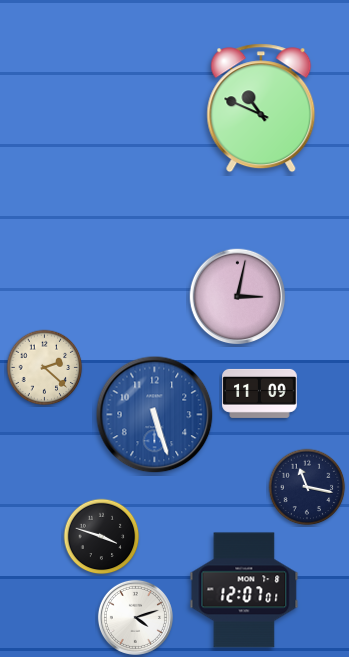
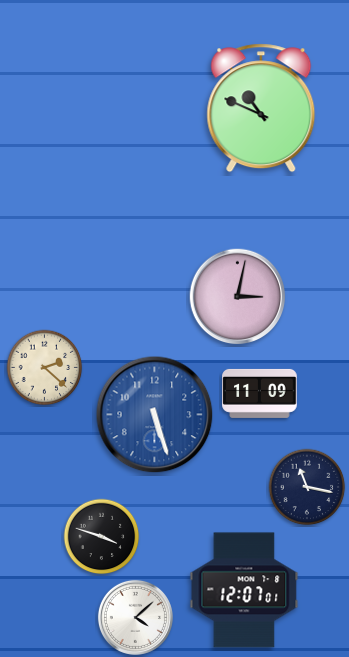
clock at (135, 617): 4:12 -> 4:08
